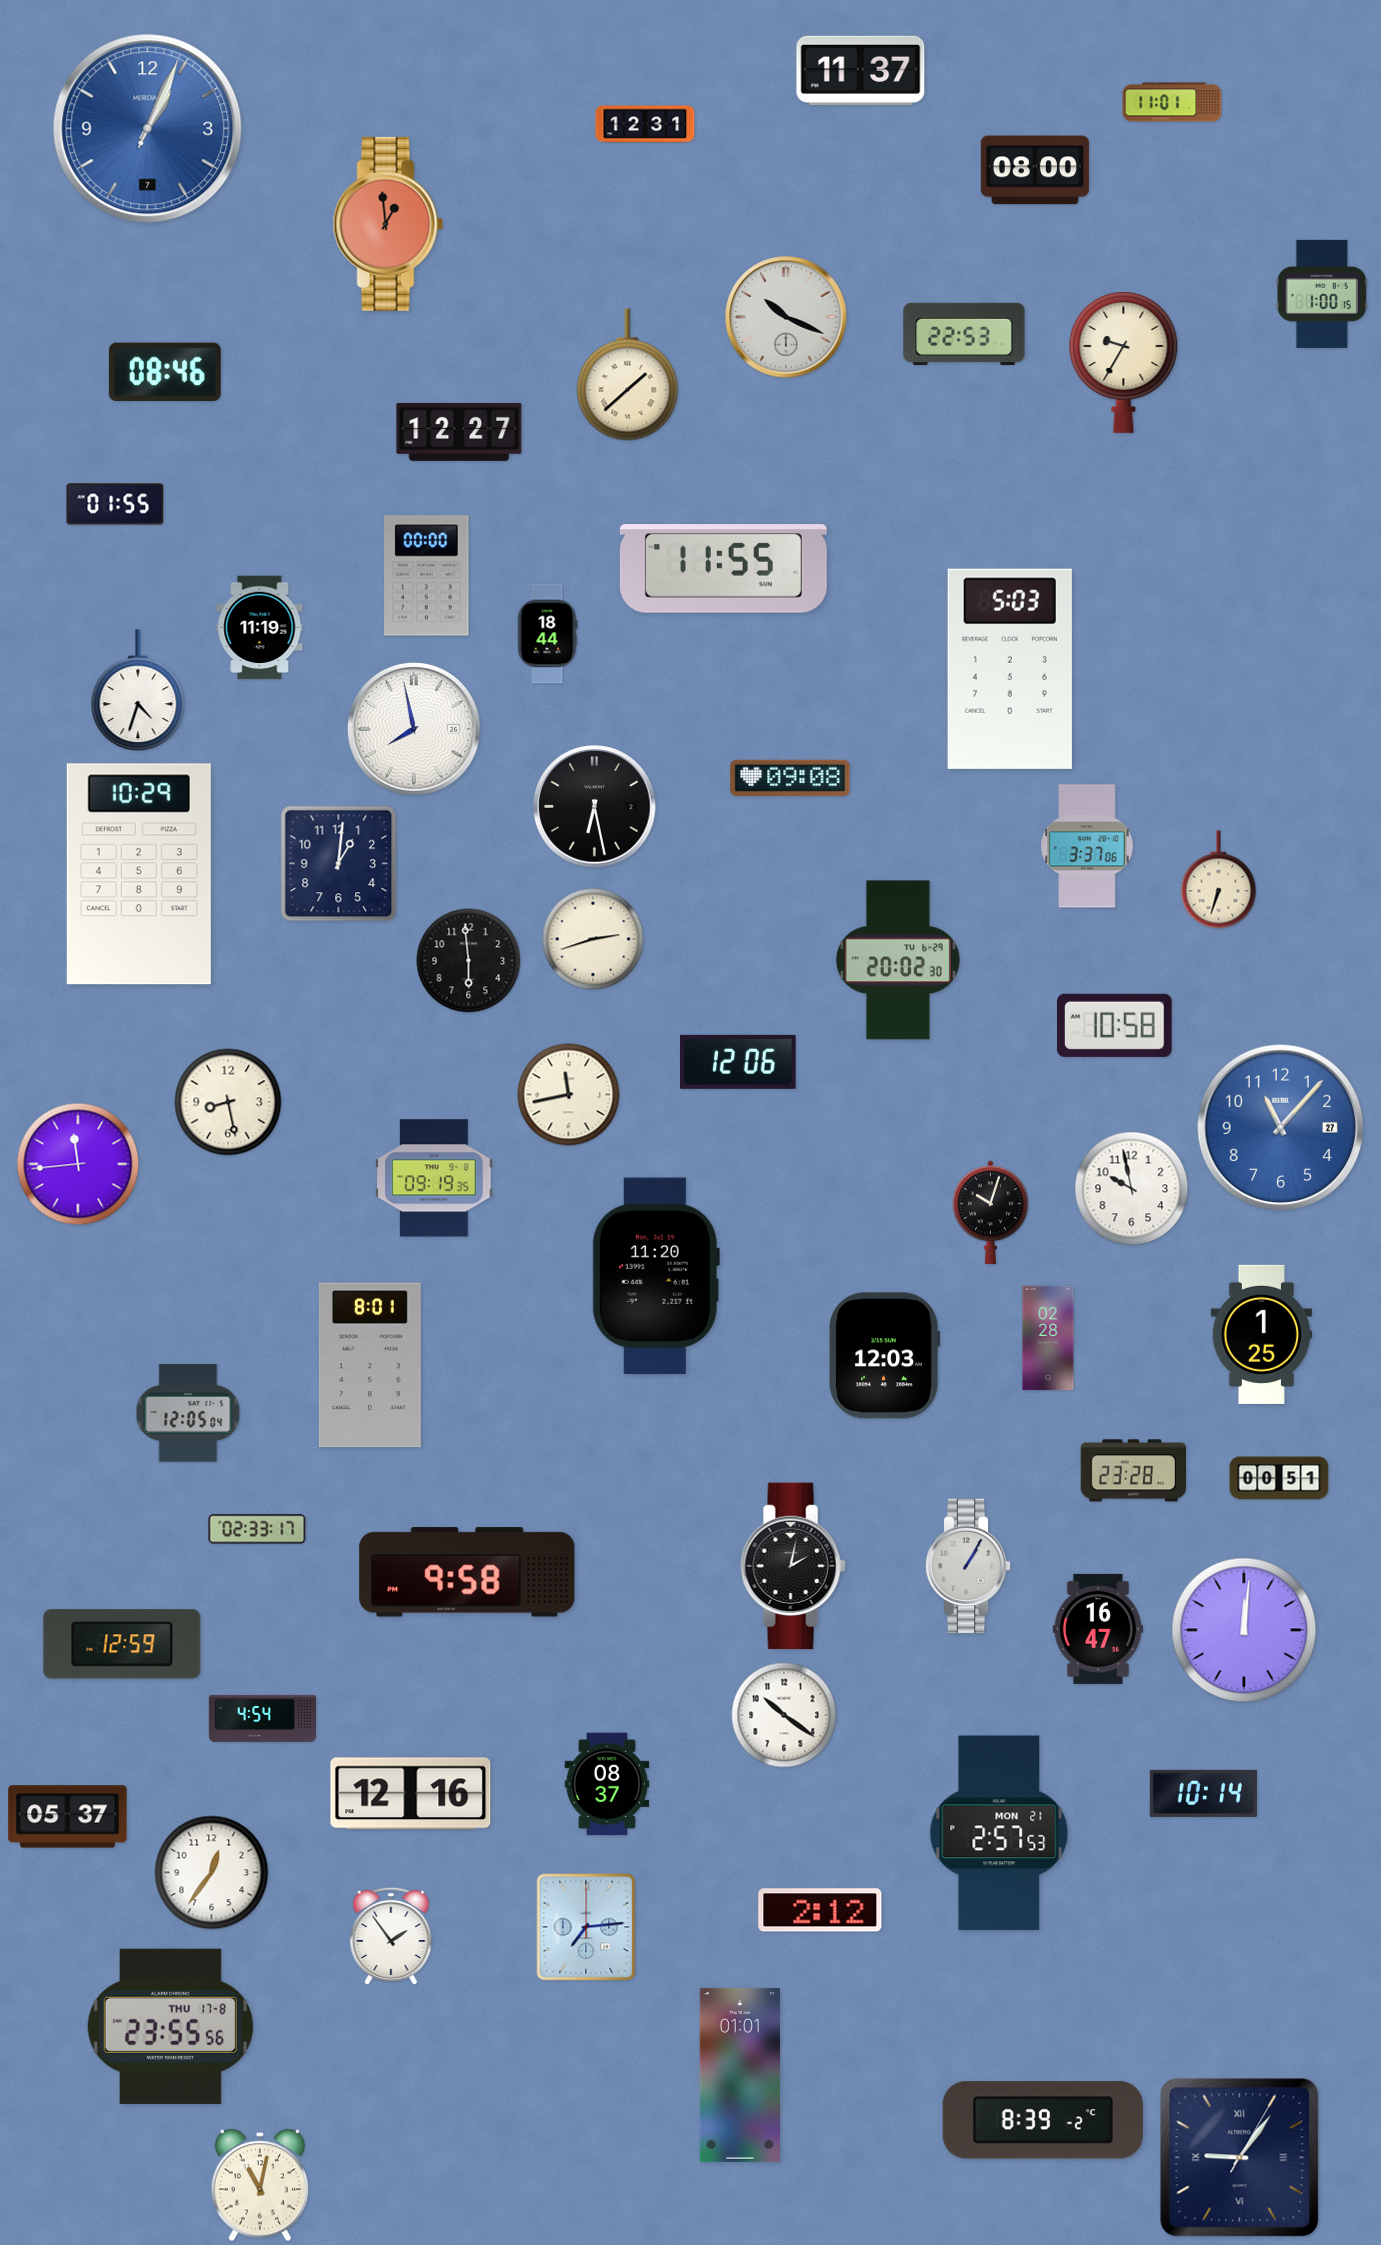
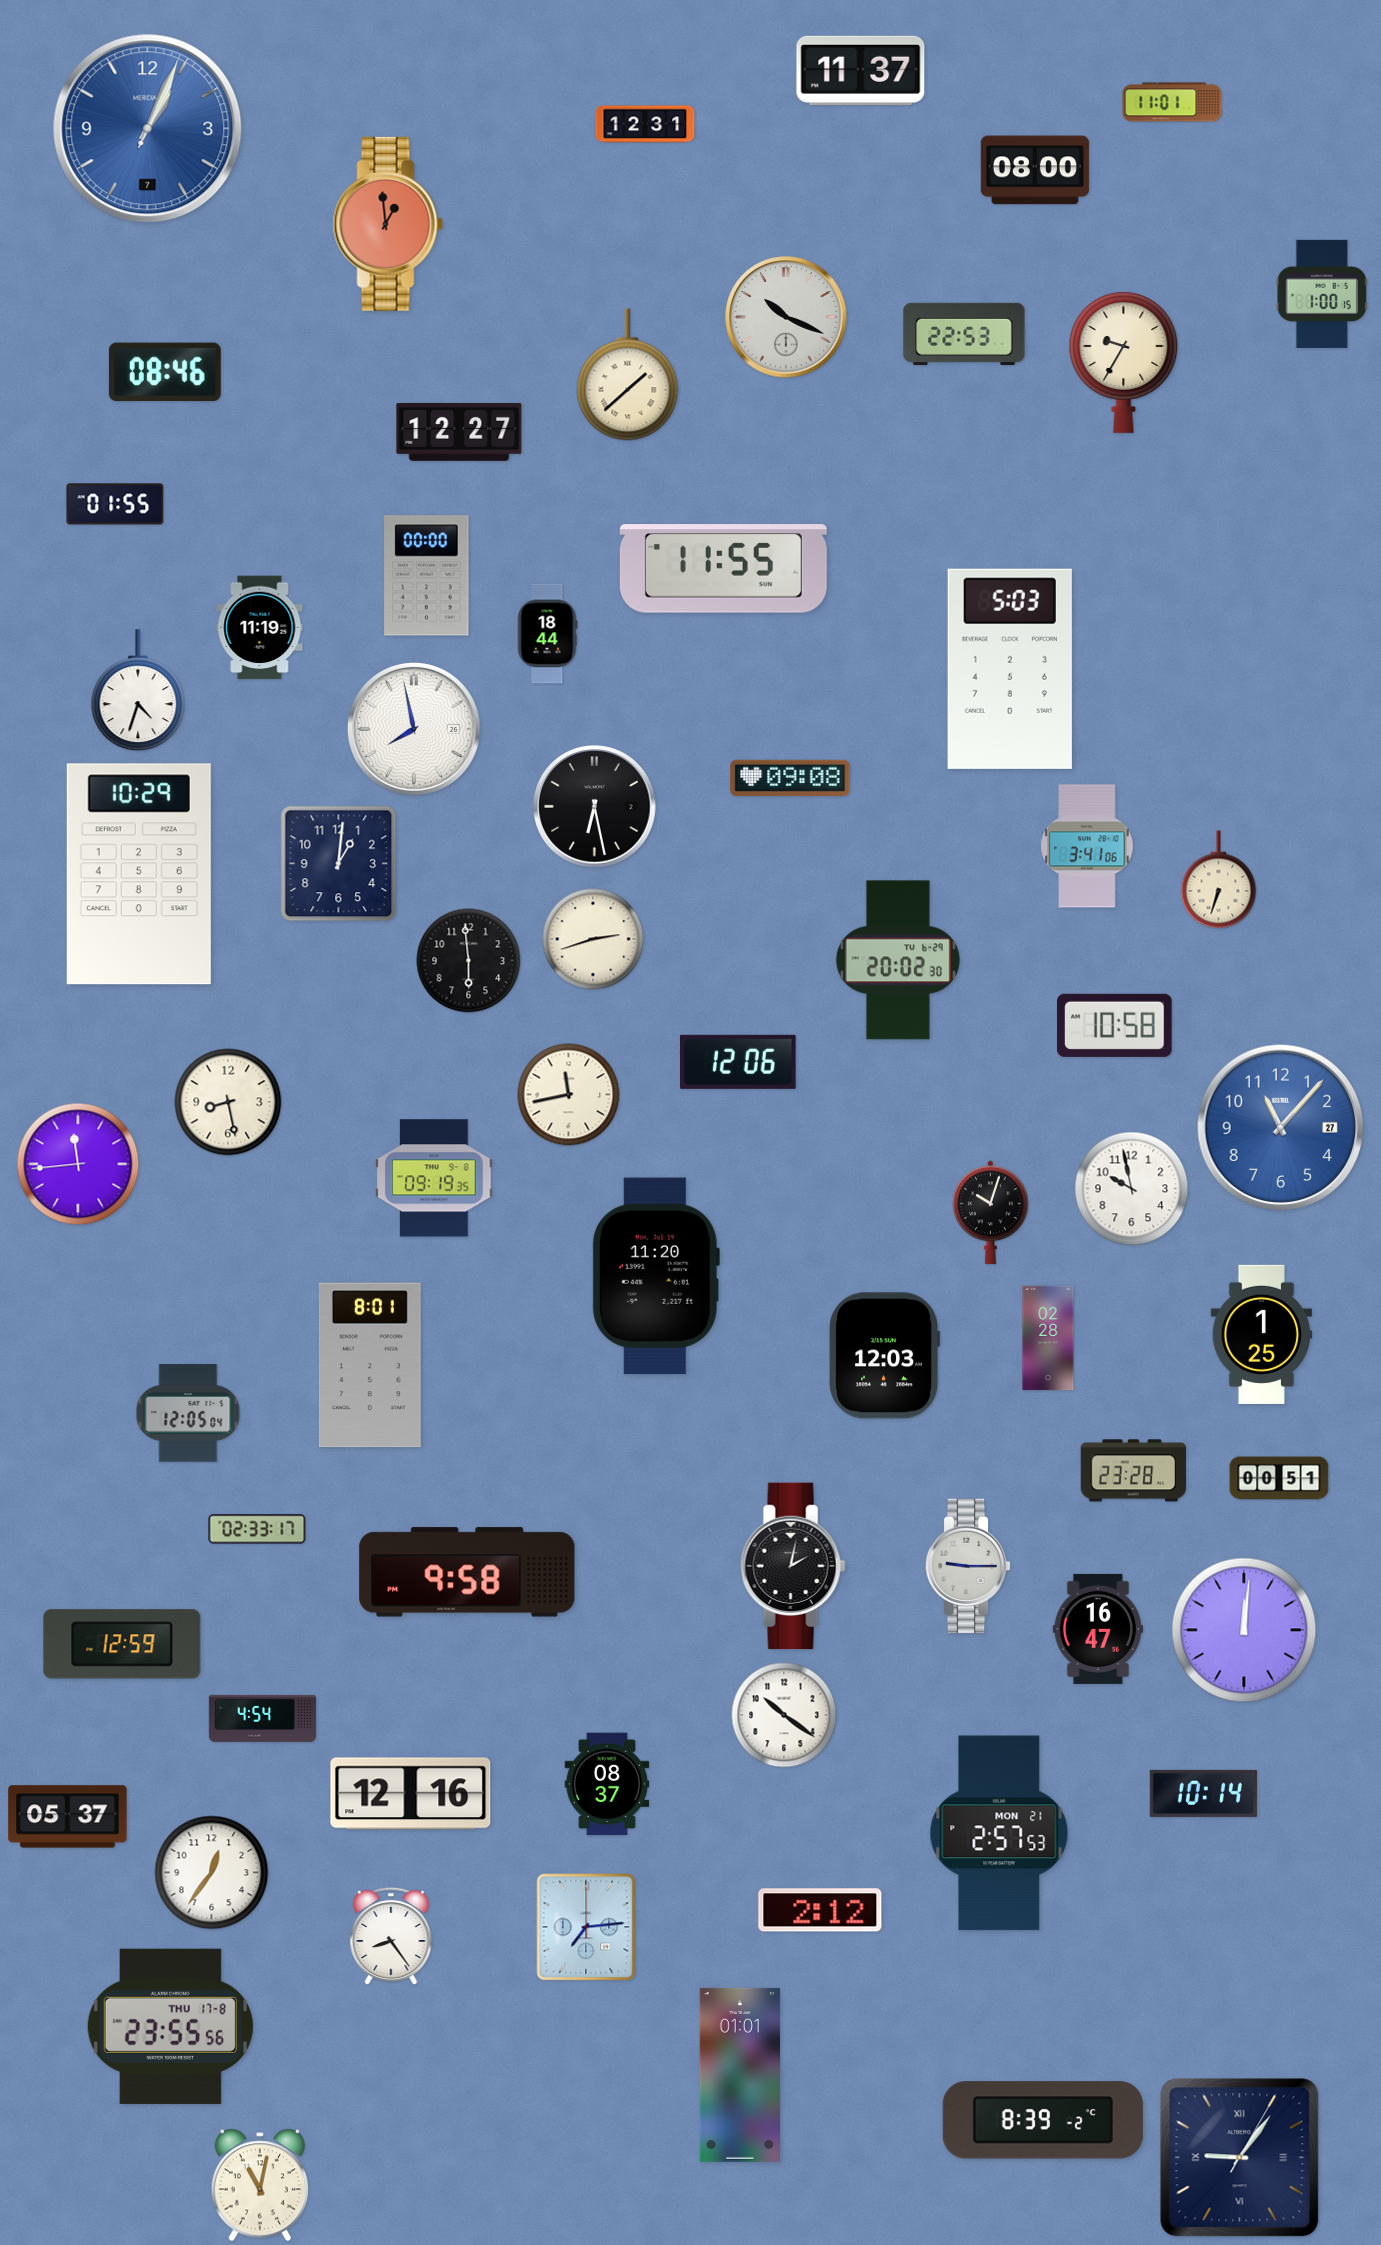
clock at (1087, 846): 3:37 -> 3:41
clock at (968, 1566): 1:05 -> 9:15
clock at (391, 1936): 1:54 -> 8:24
